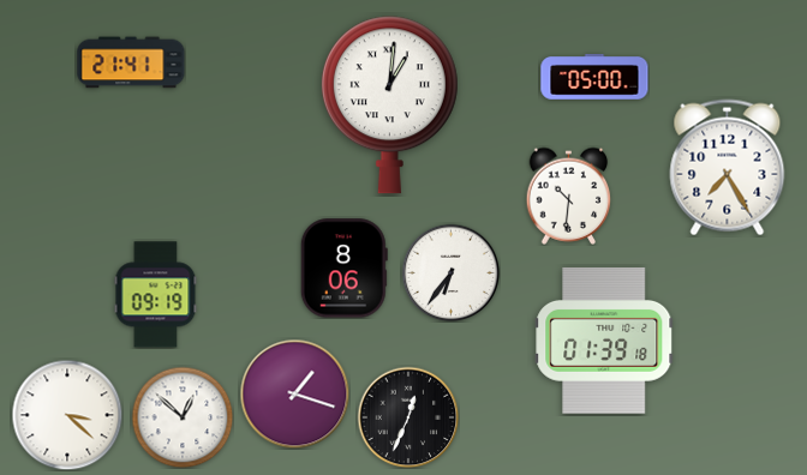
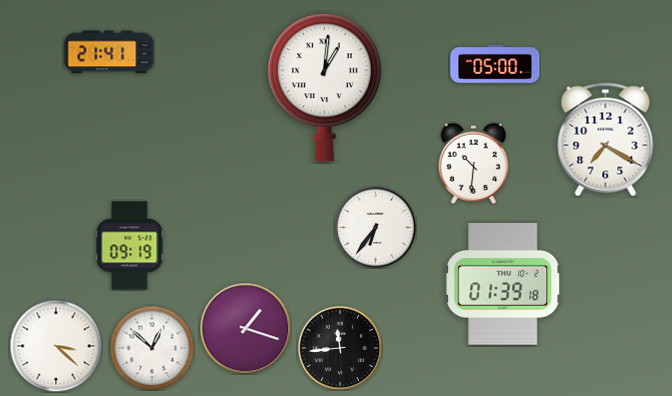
clock at (728, 168): 7:25 -> 7:20
clock at (343, 269): 8:06 -> none
clock at (408, 417): 12:34 -> 11:44
